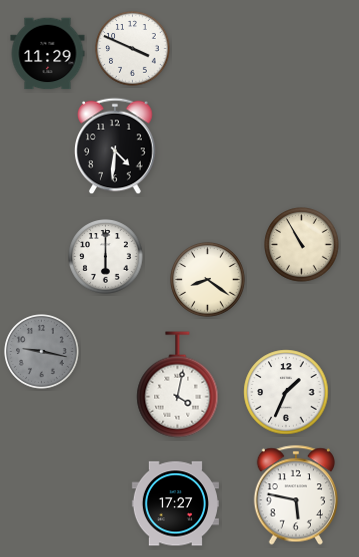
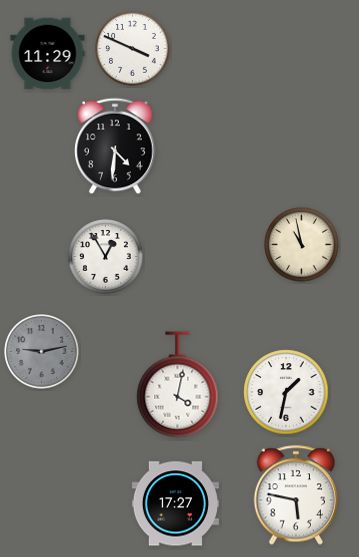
clock at (302, 245): 10:55 -> 10:58
clock at (106, 257): 6:00 -> 12:55
clock at (208, 280): 8:21 -> none
clock at (42, 352): 9:17 -> 9:13
clock at (286, 392): 1:34 -> 1:32
